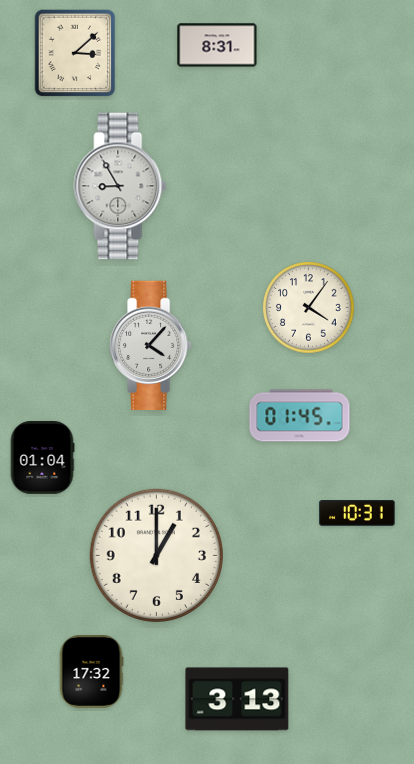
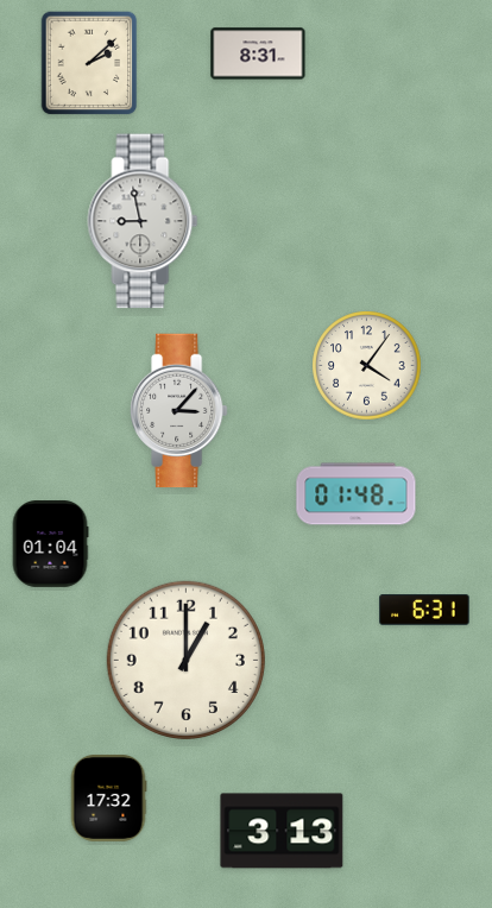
clock at (75, 53): 3:08 -> 2:08
clock at (120, 186): 8:55 -> 8:58
clock at (151, 346): 4:07 -> 3:07
clock at (300, 416): 01:45 -> 01:48
clock at (357, 513): 10:31 -> 6:31
